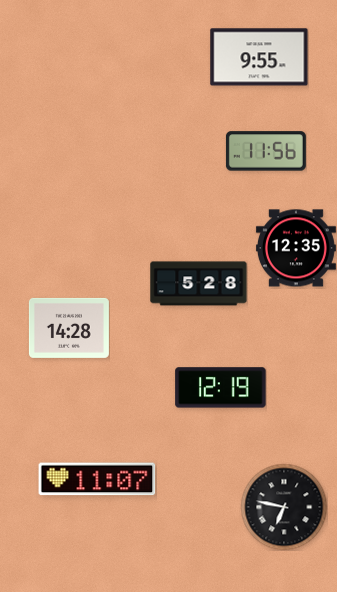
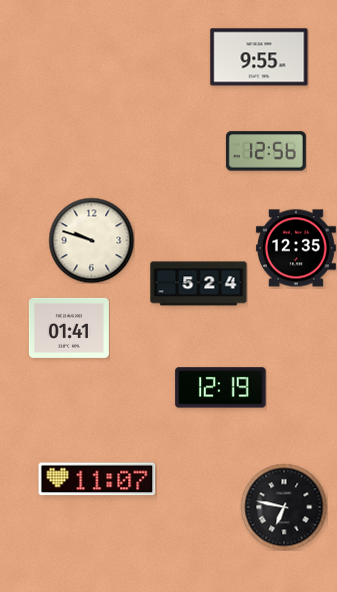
clock at (266, 151): 11:56 -> 12:56
clock at (91, 240): none -> 9:48
clock at (199, 284): 5:28 -> 5:24
clock at (69, 328): 14:28 -> 01:41
